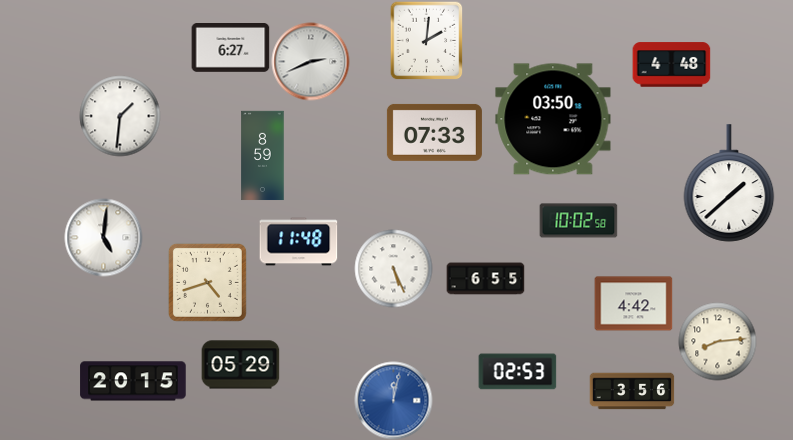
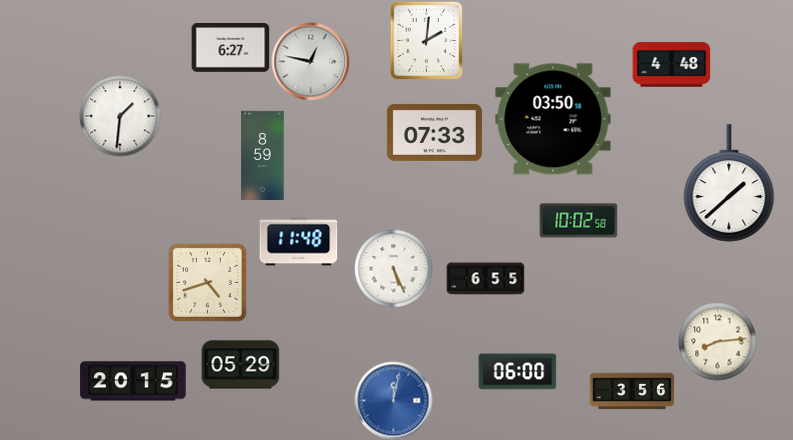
clock at (310, 61): 2:41 -> 12:47
clock at (103, 237): 5:01 -> none
clock at (633, 304): 4:42 -> none
clock at (517, 372): 02:53 -> 06:00
